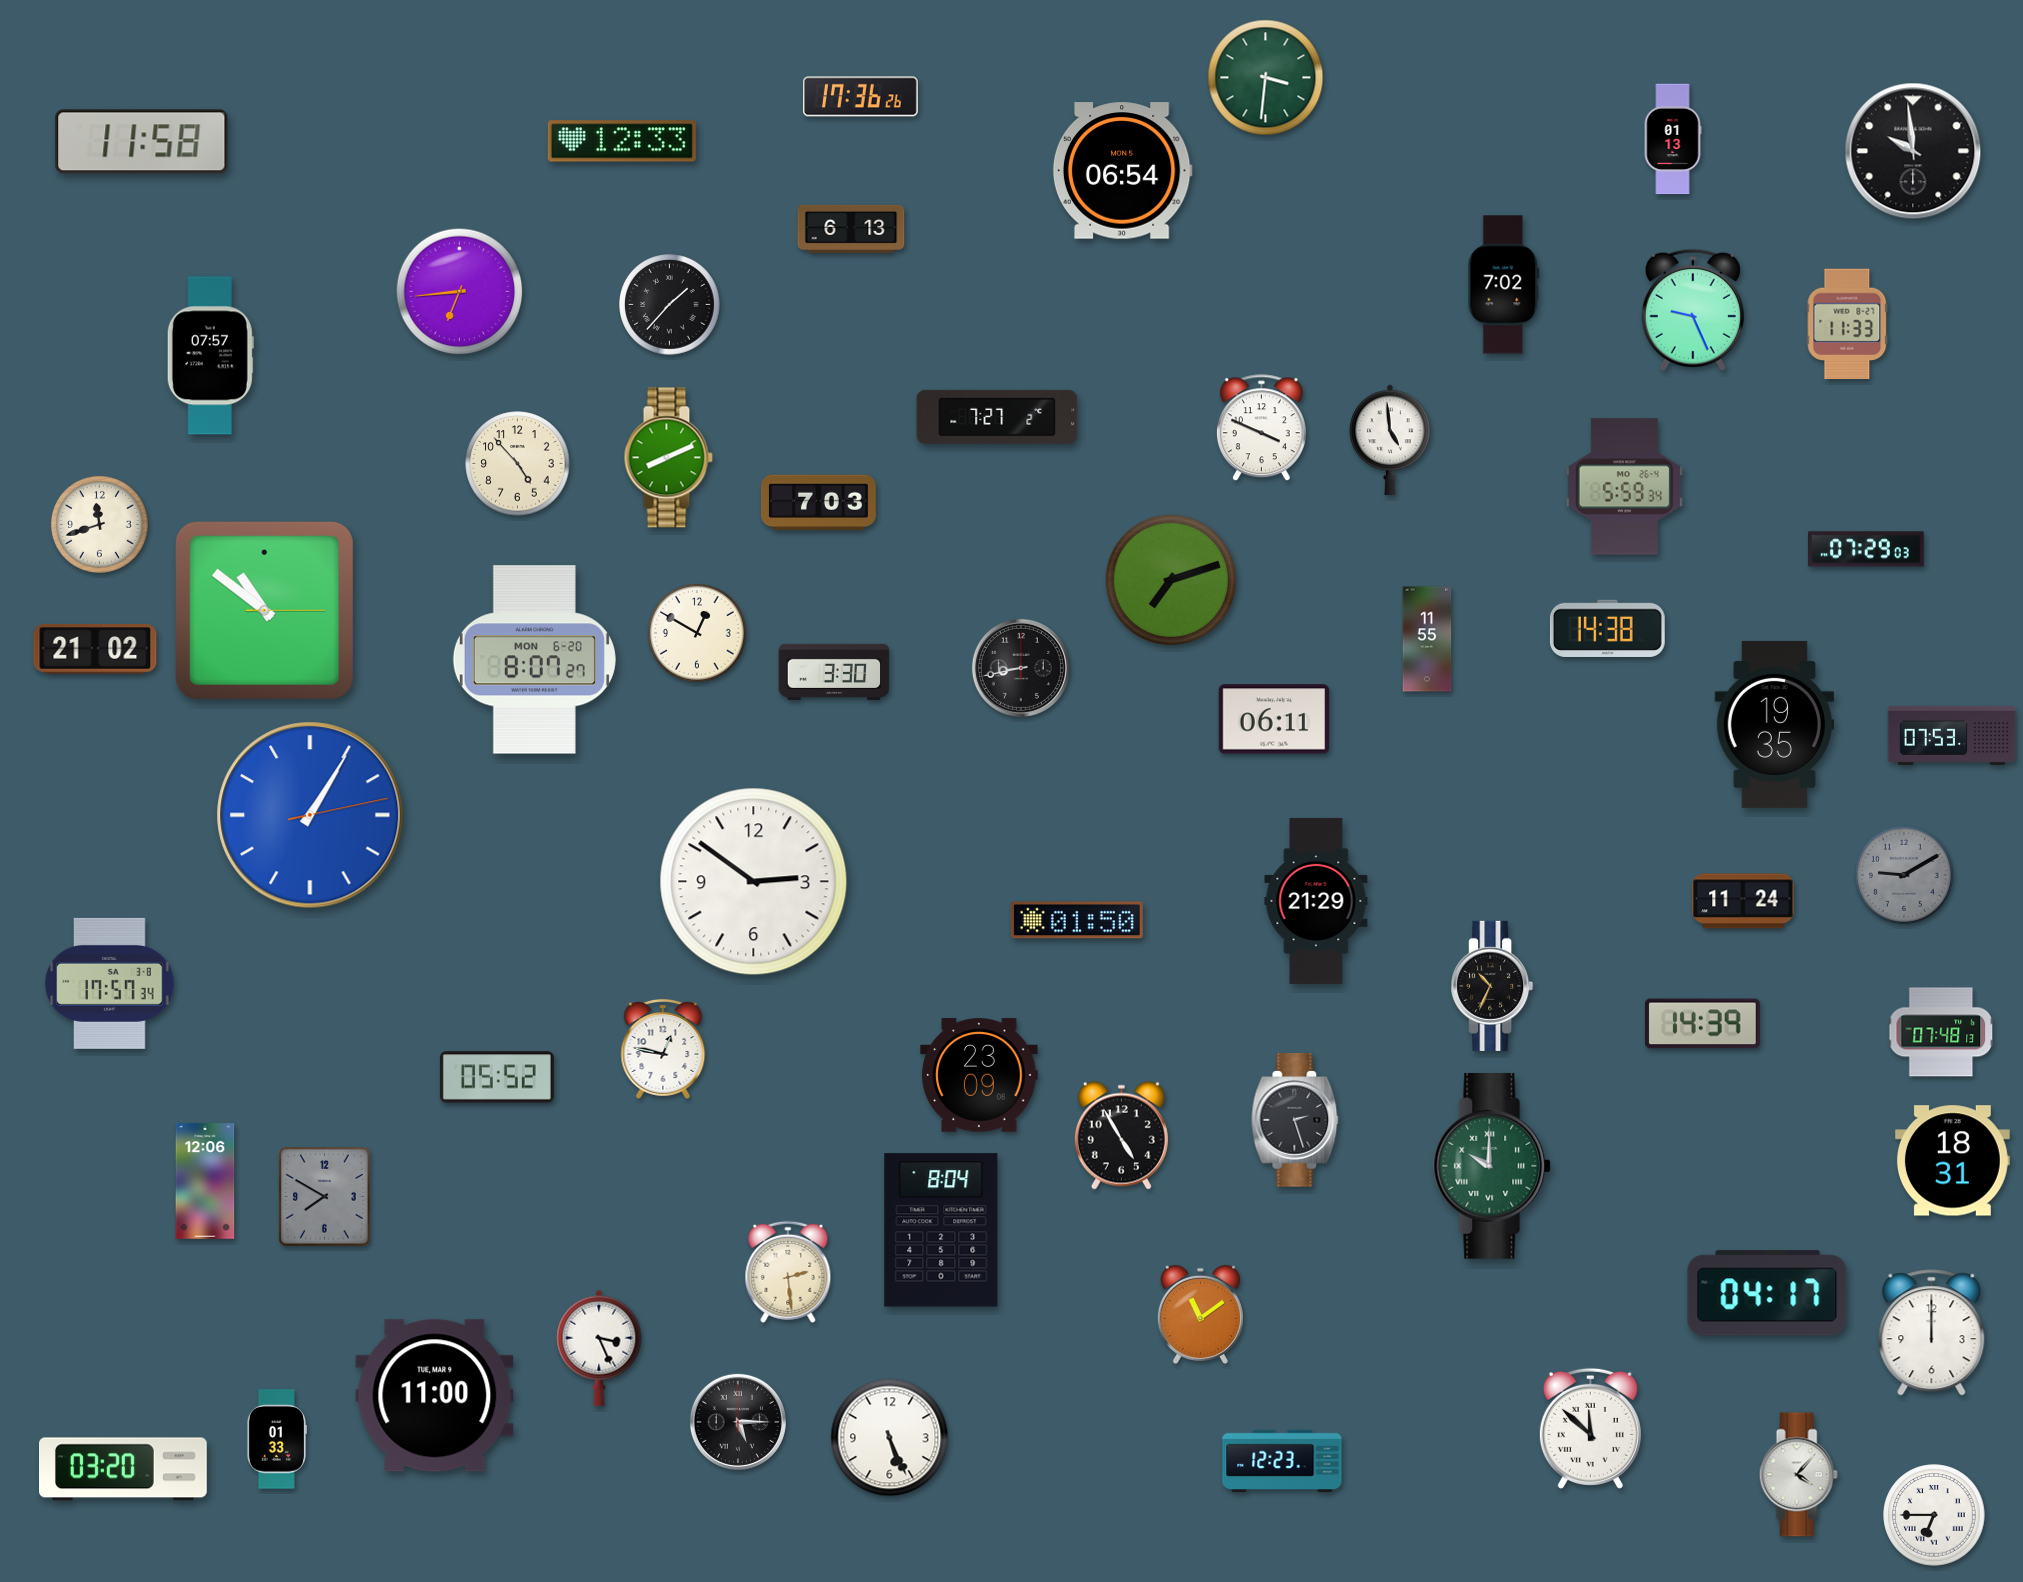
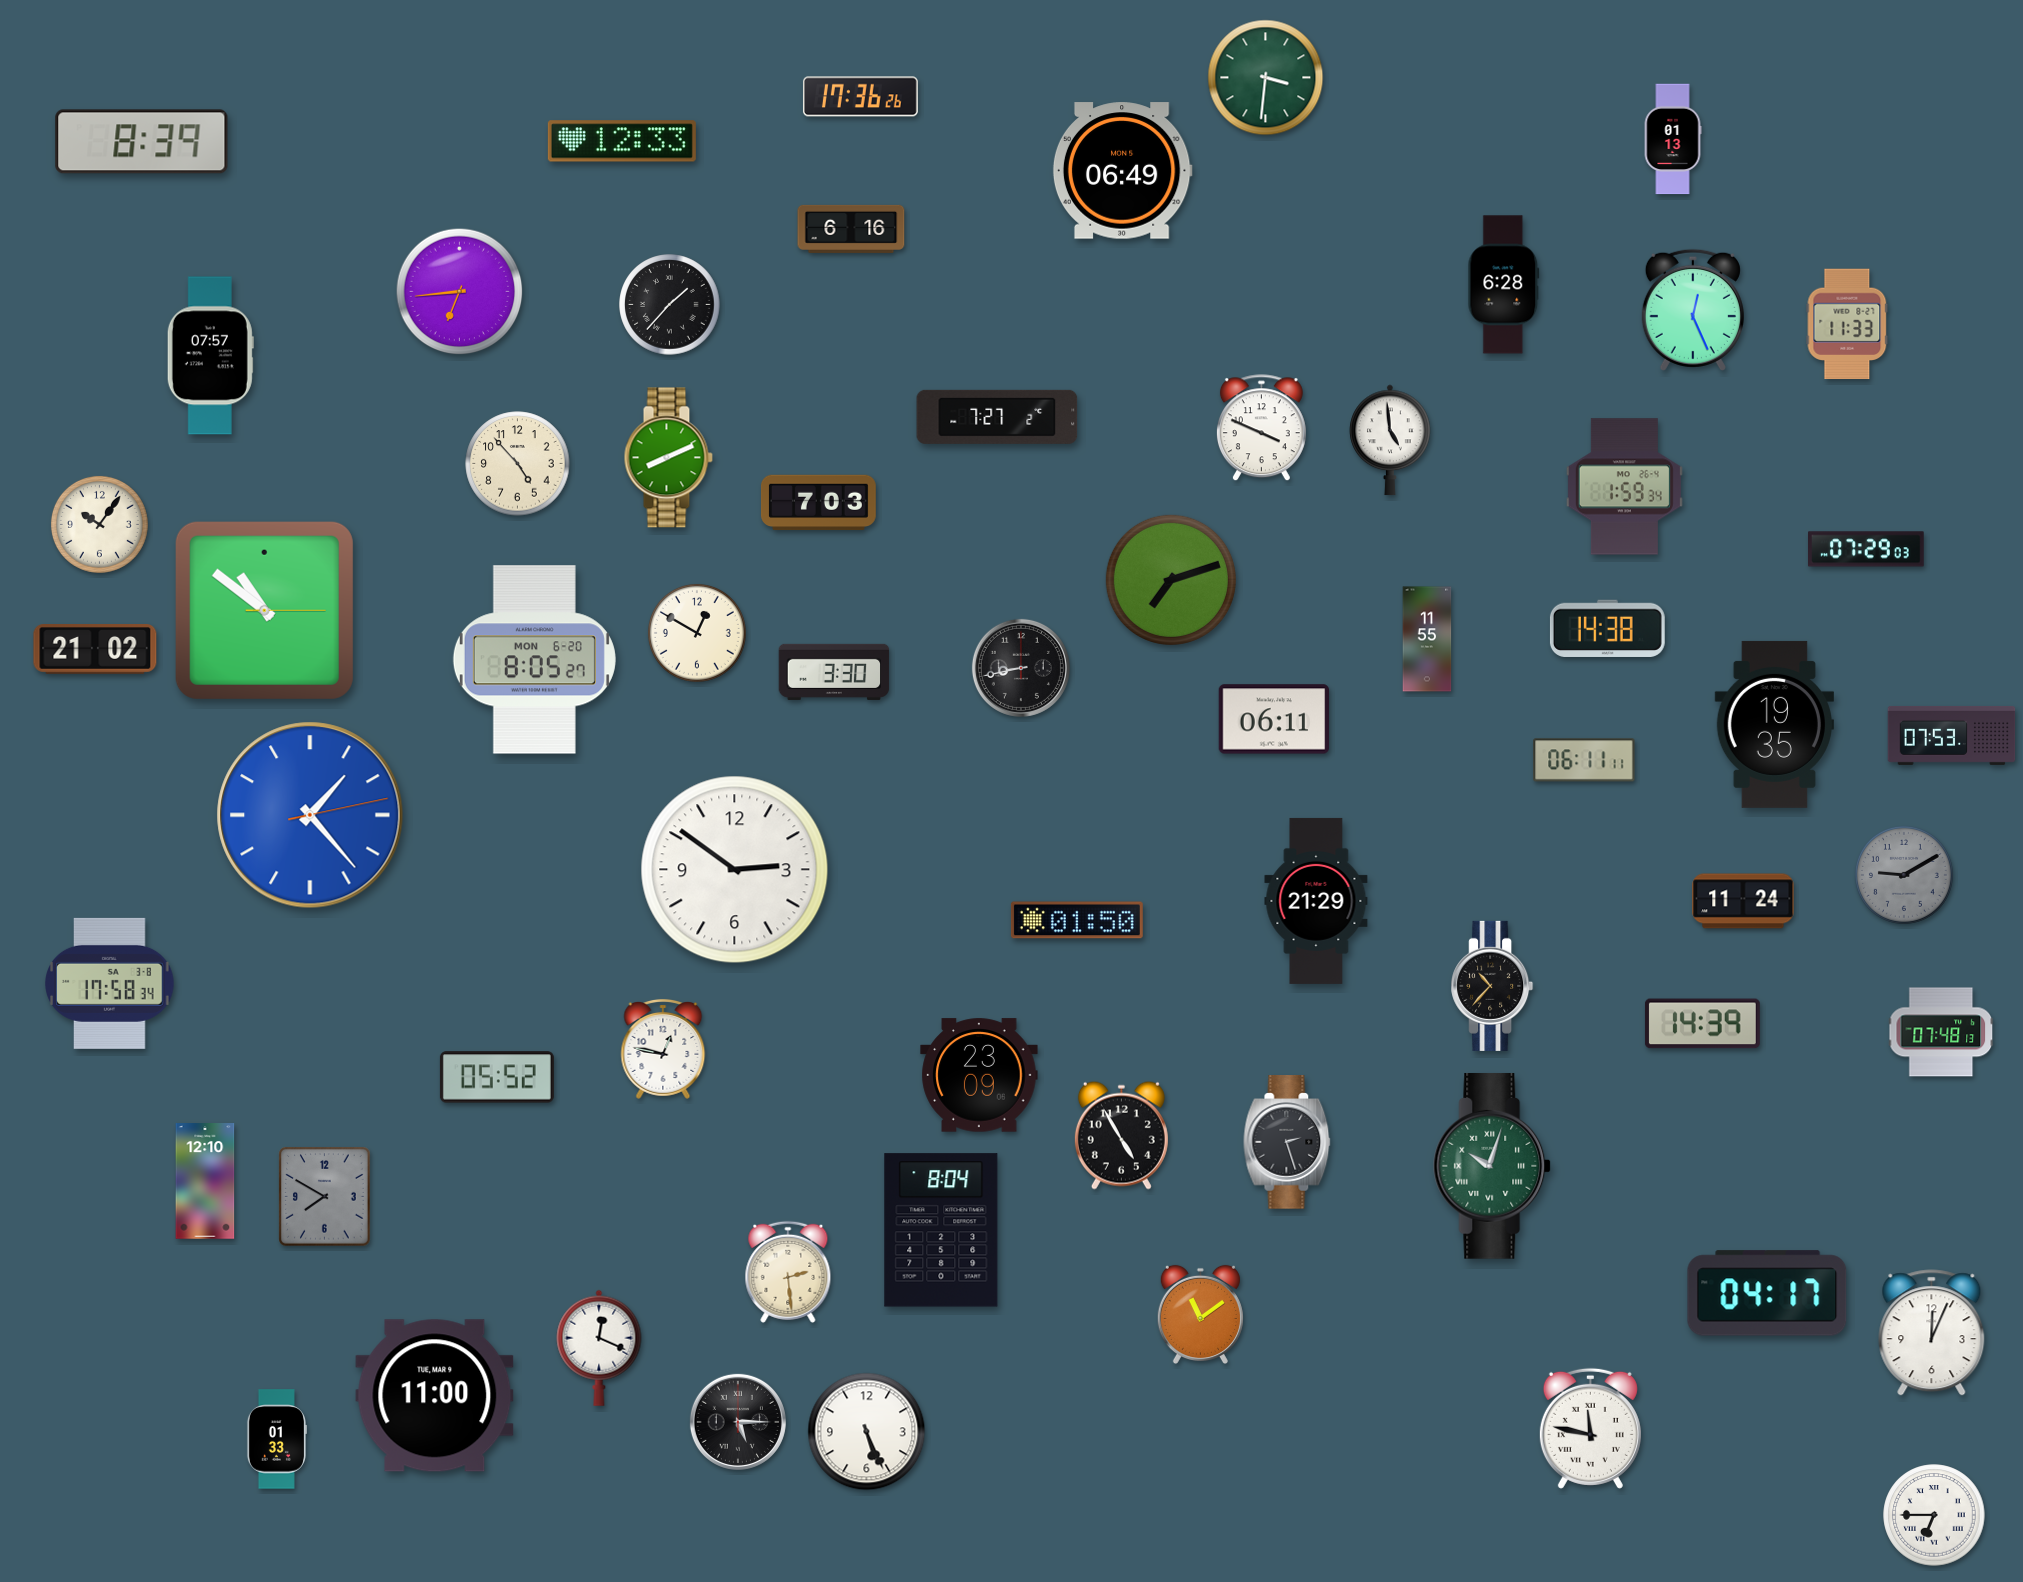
clock at (142, 142): 11:58 -> 8:39
clock at (1913, 151): 9:59 -> none
clock at (1122, 171): 06:54 -> 06:49
clock at (851, 229): 6:13 -> 6:16
clock at (1504, 285): 7:02 -> 6:28
clock at (1693, 310): 9:26 -> 12:26
clock at (1624, 487): 5:59 -> 1:59
clock at (99, 524): 11:42 -> 10:06
clock at (534, 660): 8:07 -> 8:05
clock at (1584, 760): none -> 06:11
clock at (310, 815): 1:05 -> 1:23
clock at (754, 882) position: (754, 882) -> (735, 870)
clock at (110, 983): 17:57 -> 17:58
clock at (1492, 986): 10:34 -> 10:37
clock at (1295, 1120) position: (1295, 1120) -> (1287, 1142)
clock at (1952, 1161): 18:31 -> none
clock at (1493, 1166): 10:00 -> 10:03
clock at (205, 1181): 12:06 -> 12:10
clock at (1932, 1333): 12:00 -> 12:04
clock at (599, 1348): 3:26 -> 12:19
clock at (1590, 1428): 11:52 -> 11:47
clock at (890, 1438) position: (890, 1438) -> (867, 1432)
clock at (1282, 1461): 12:23 -> none
clock at (124, 1469): 03:20 -> none
clock at (1798, 1475): 4:07 -> none
